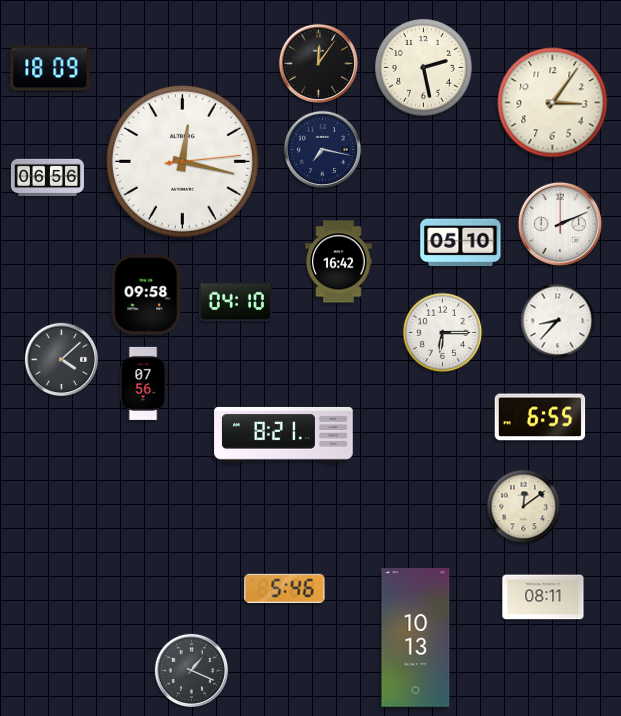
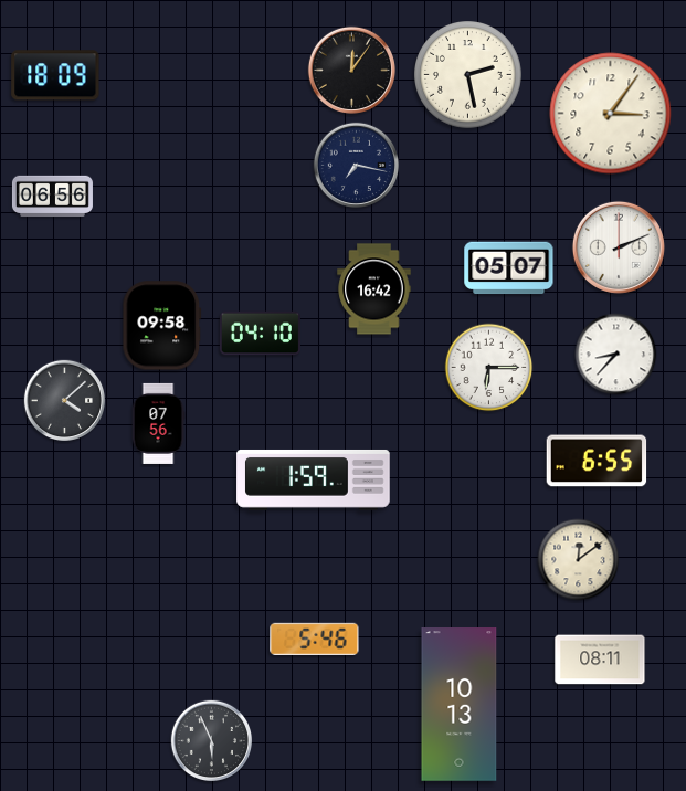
clock at (182, 161): 12:17 -> none
clock at (461, 243): 05:10 -> 05:07
clock at (61, 359) position: (61, 359) -> (64, 400)
clock at (284, 434): 8:21 -> 1:59
clock at (285, 588) position: (285, 588) -> (315, 639)
clock at (191, 670): 1:19 -> 5:56
